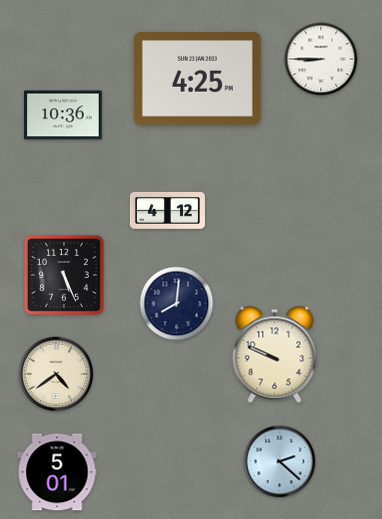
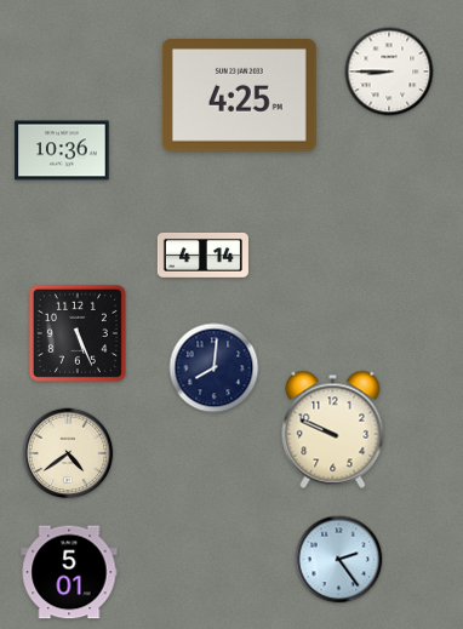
clock at (63, 115) position: (63, 115) -> (62, 150)
clock at (167, 210): 4:12 -> 4:14
clock at (280, 462): 2:22 -> 2:24
